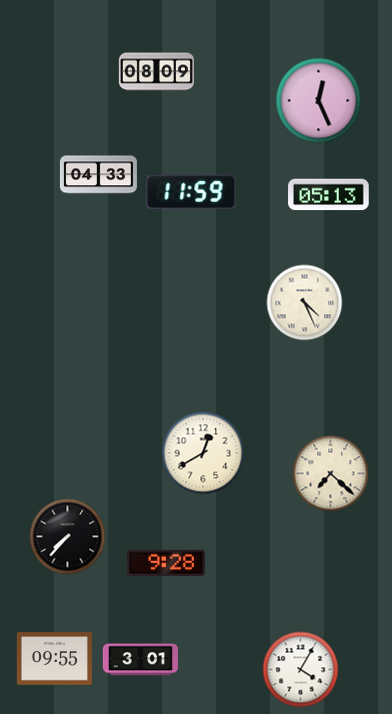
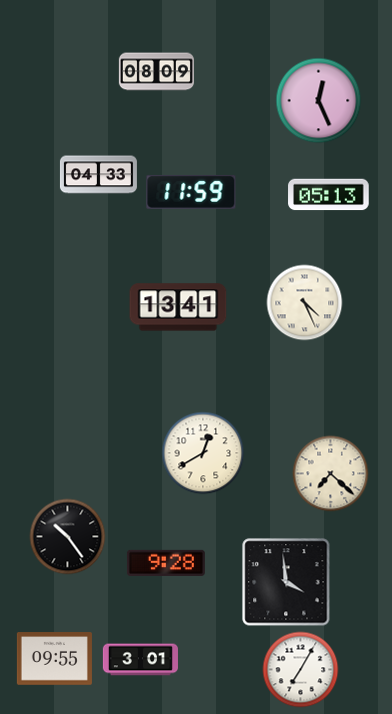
clock at (178, 307): none -> 13:41
clock at (68, 537): 7:37 -> 10:24
clock at (286, 582): none -> 3:59
clock at (301, 670): 4:05 -> 7:05
